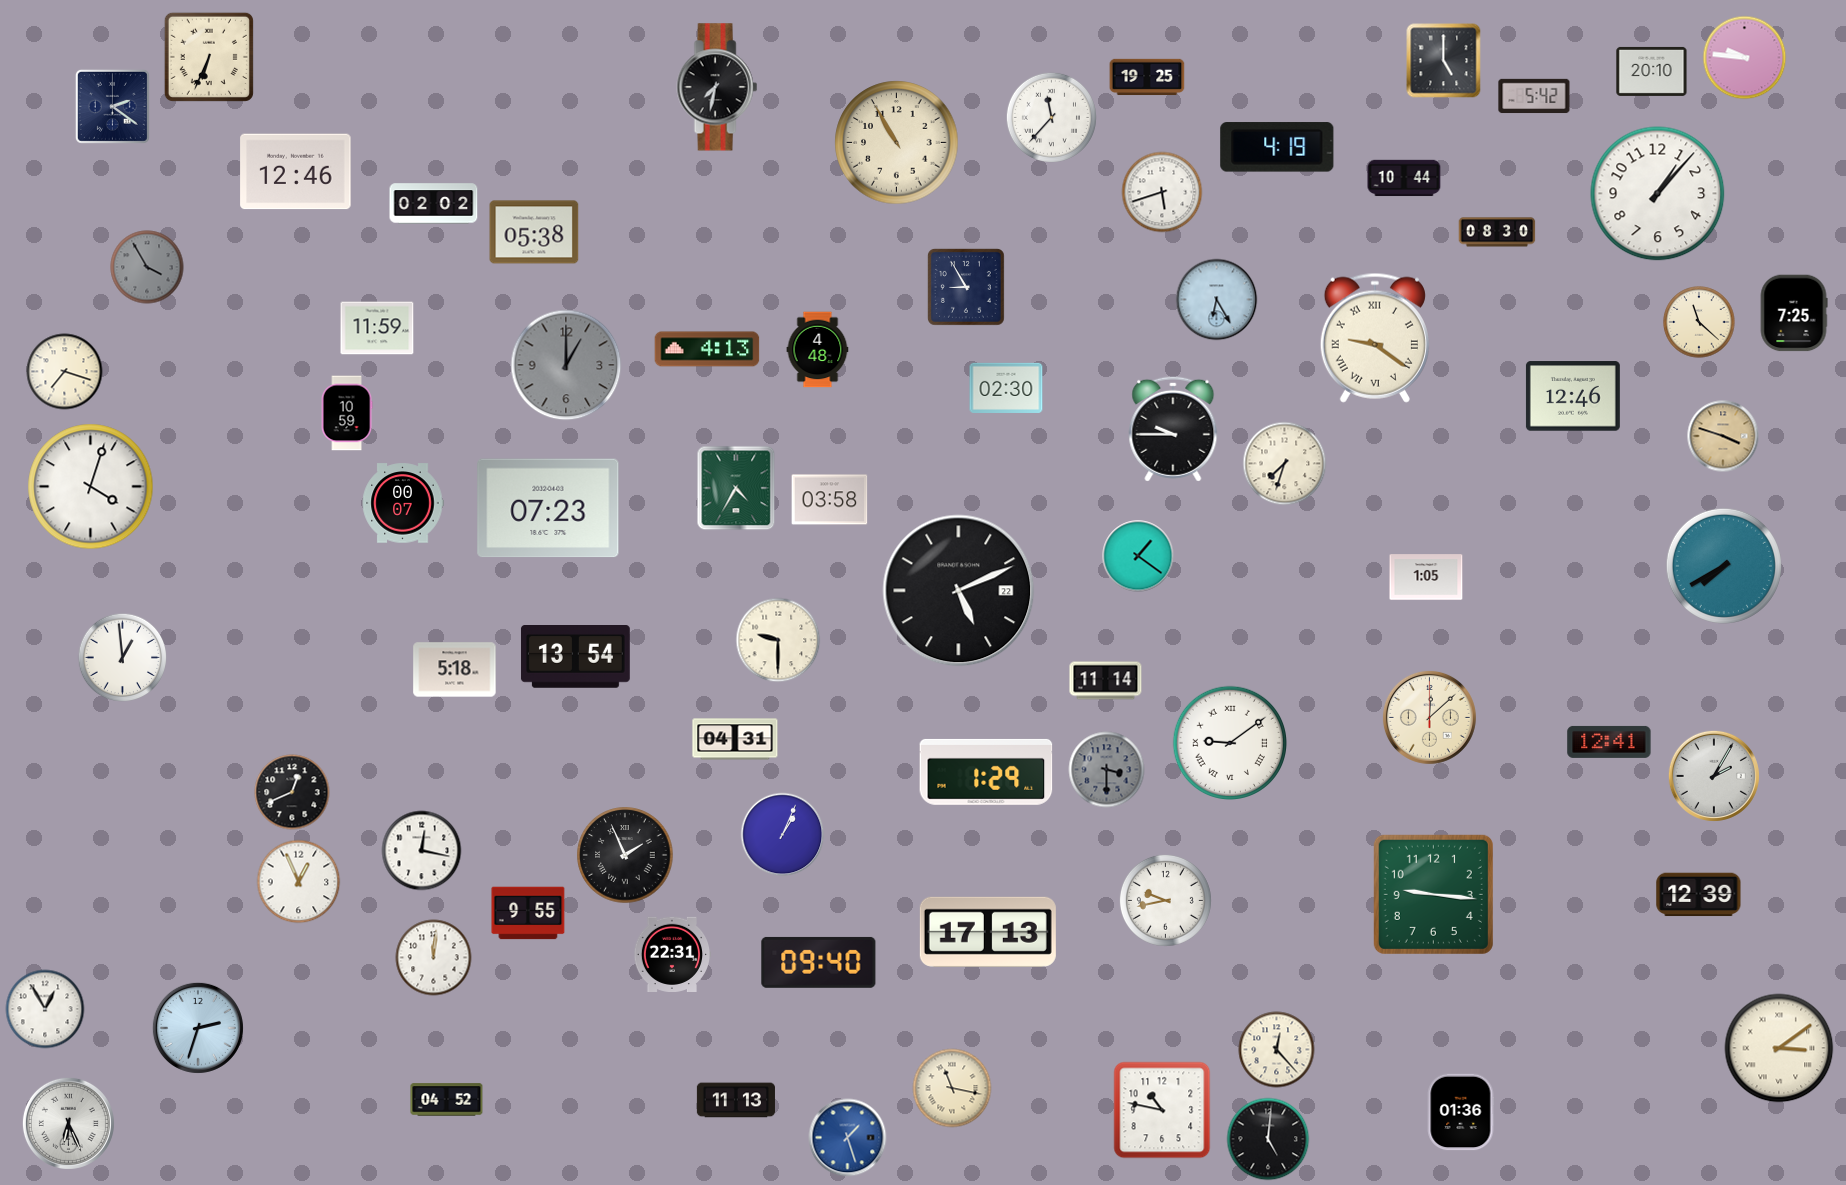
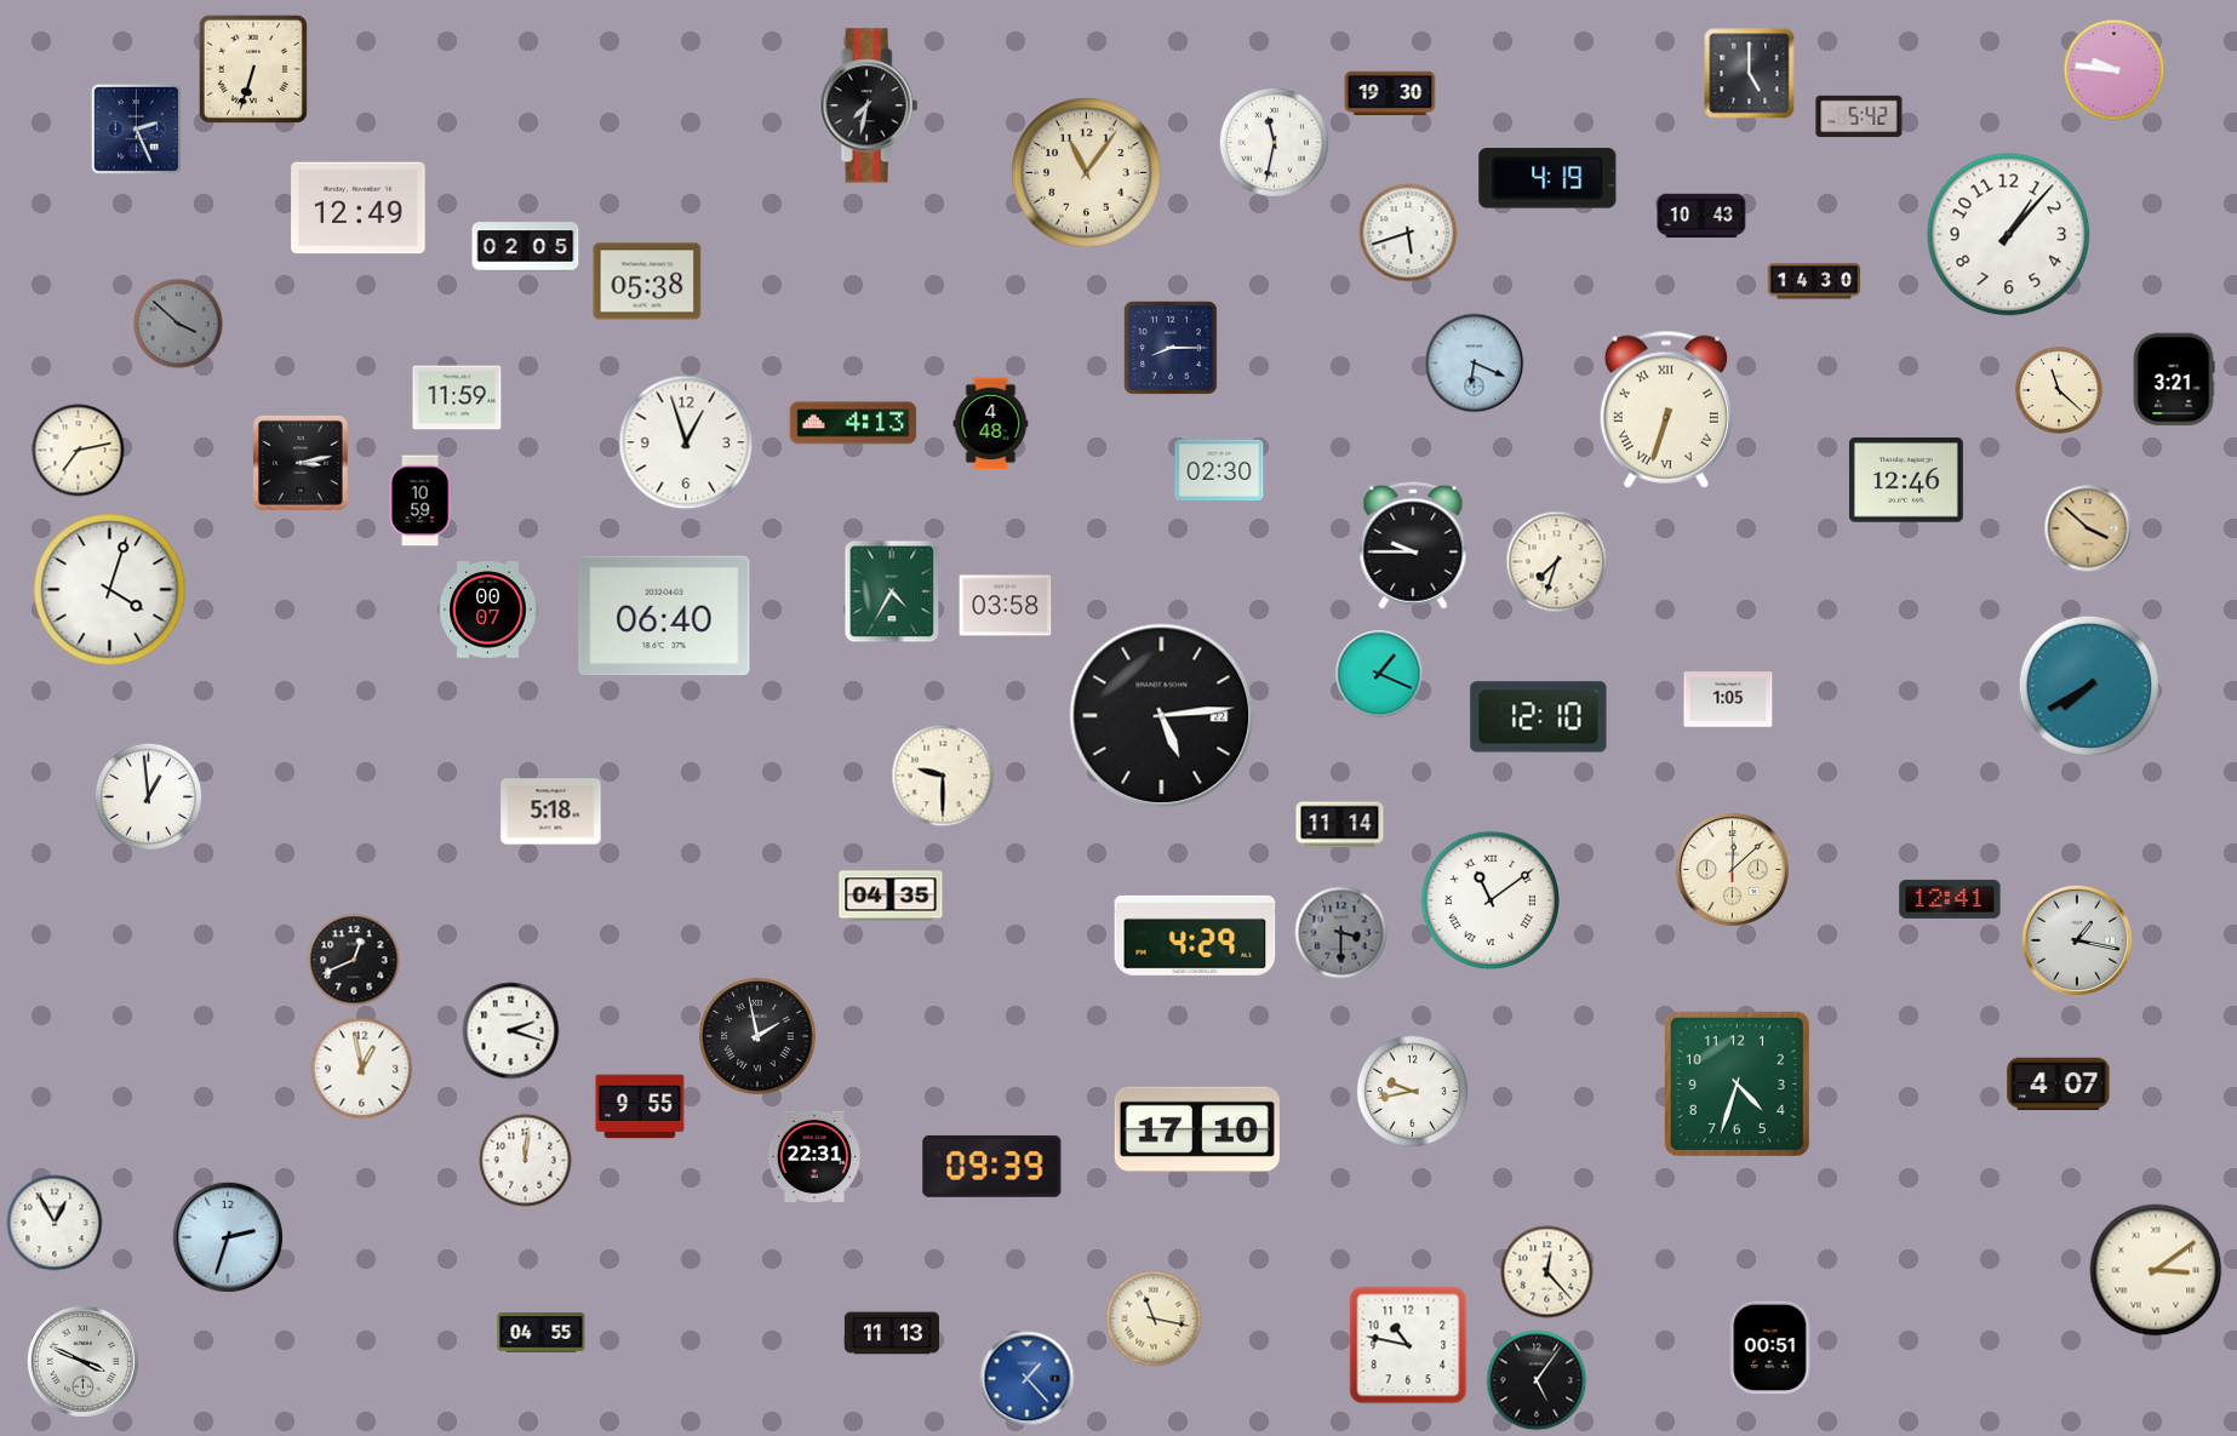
clock at (209, 57): 6:34 -> 6:33
clock at (1652, 71): 20:10 -> none
clock at (1147, 77): 19:25 -> 19:30
clock at (112, 106): 2:21 -> 2:26
clock at (1051, 117): 11:37 -> 11:32
clock at (897, 143): 10:55 -> 11:06
clock at (296, 172): 12:46 -> 12:49
clock at (1404, 178): 10:44 -> 10:43
clock at (434, 204): 02:02 -> 02:05
clock at (1497, 232): 08:30 -> 14:30
clock at (147, 267): 3:55 -> 3:52
clock at (966, 287): 8:55 -> 8:15
clock at (1217, 300): 6:25 -> 6:19
clock at (1794, 313): 7:25 -> 3:21
clock at (1375, 338): 9:21 -> 6:33
clock at (707, 349) position: (707, 349) -> (853, 423)
clock at (566, 365): 1:00 -> 12:57
clock at (566, 365) dial: grey -> white
clock at (65, 372): 7:18 -> 7:13
clock at (301, 463): none -> 3:13
clock at (1173, 429) position: (1173, 429) -> (1413, 545)
clock at (1723, 436): 3:48 -> 3:52
clock at (548, 508): 07:23 -> 06:40
clock at (1138, 556): 1:21 -> 1:19
clock at (959, 591): 5:11 -> 5:14
clock at (1539, 717): none -> 12:10
clock at (575, 657): 13:54 -> none
clock at (735, 739): 04:31 -> 04:35
clock at (1229, 742): 9:09 -> 11:09
clock at (986, 772): 1:29 -> 4:29
clock at (1714, 776): 2:05 -> 1:17
clock at (783, 835): 1:04 -> none
clock at (422, 851): 12:17 -> 2:18
clock at (625, 855): 1:56 -> 1:58
clock at (299, 882): 12:56 -> 12:58
clock at (1433, 894): 9:16 -> 4:33
clock at (1699, 895): 12:39 -> 4:07
clock at (988, 932): 17:13 -> 17:10
clock at (819, 962): 09:40 -> 09:39
clock at (198, 1028) position: (198, 1028) -> (228, 1237)
clock at (447, 1100): 04:52 -> 04:55
clock at (1461, 1112): 01:36 -> 00:51
clock at (68, 1123): 6:26 -> 3:49
clock at (848, 1138): 1:27 -> 1:23
clock at (1268, 1139): 5:01 -> 5:06
